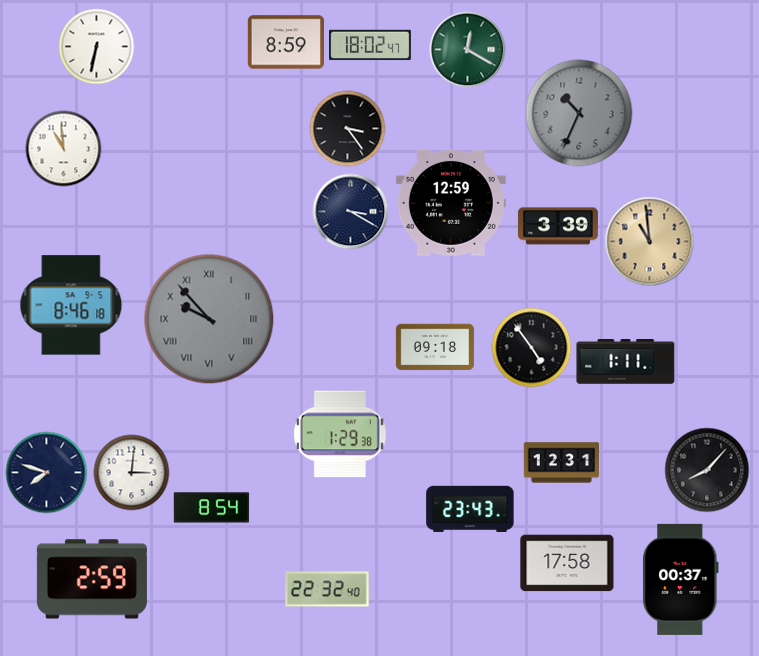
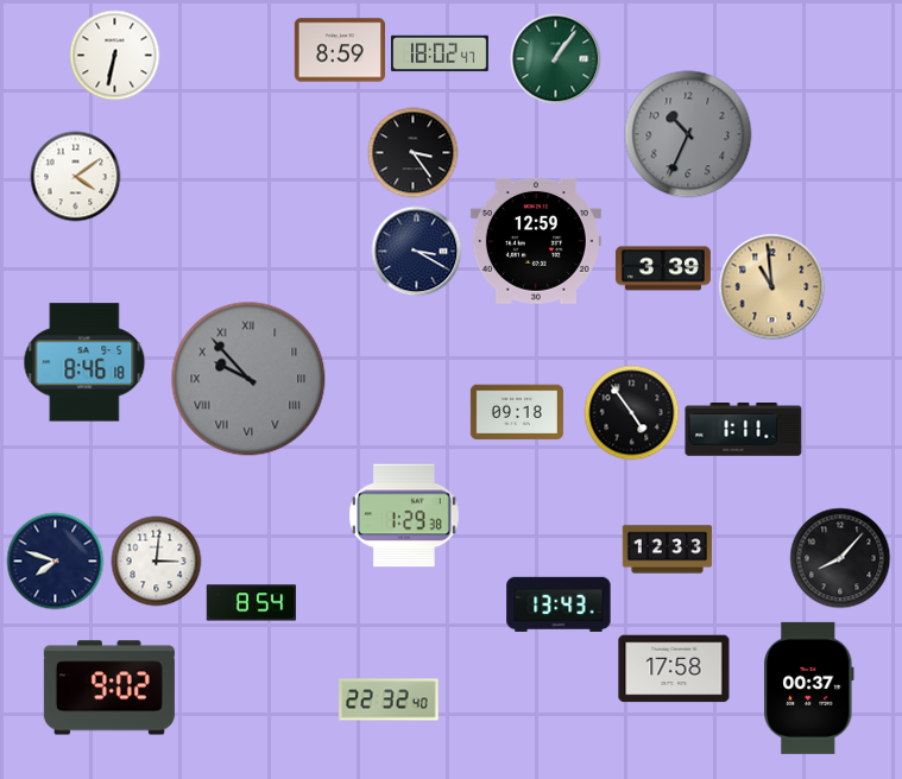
clock at (468, 50): 12:20 -> 1:06
clock at (64, 149): 10:59 -> 4:09
clock at (562, 463): 12:31 -> 12:33
clock at (470, 509): 23:43 -> 13:43
clock at (92, 579): 2:59 -> 9:02
